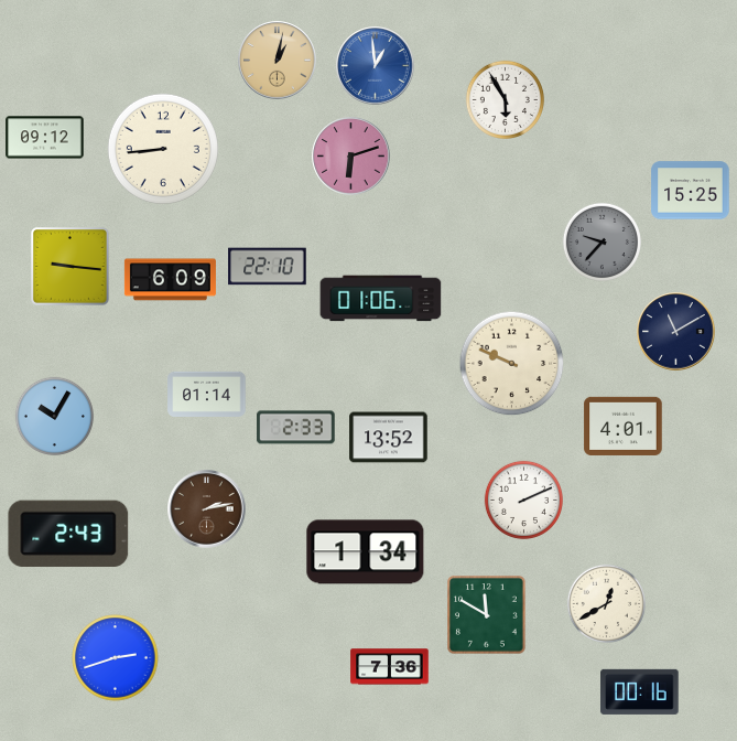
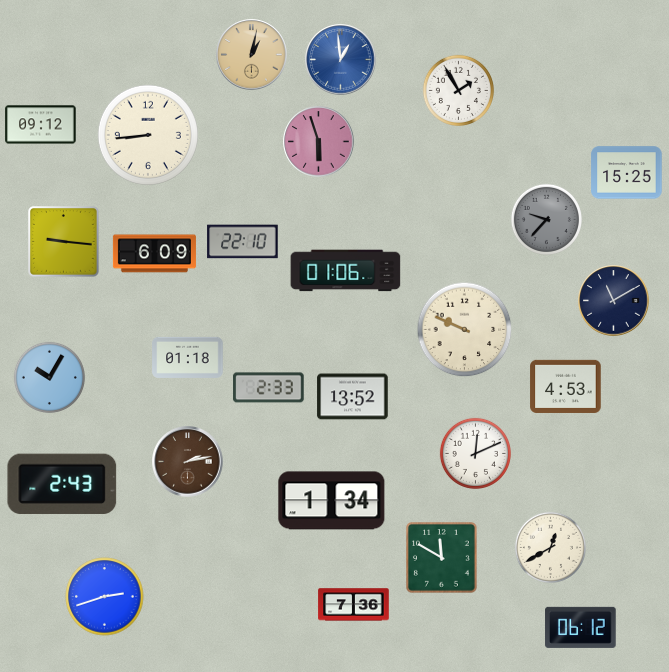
clock at (505, 99): 5:55 -> 1:55
clock at (351, 157): 6:12 -> 5:57
clock at (207, 394): 01:14 -> 01:18
clock at (624, 426): 4:01 -> 4:53
clock at (523, 500): 2:11 -> 12:11
clock at (640, 691): 00:16 -> 06:12
